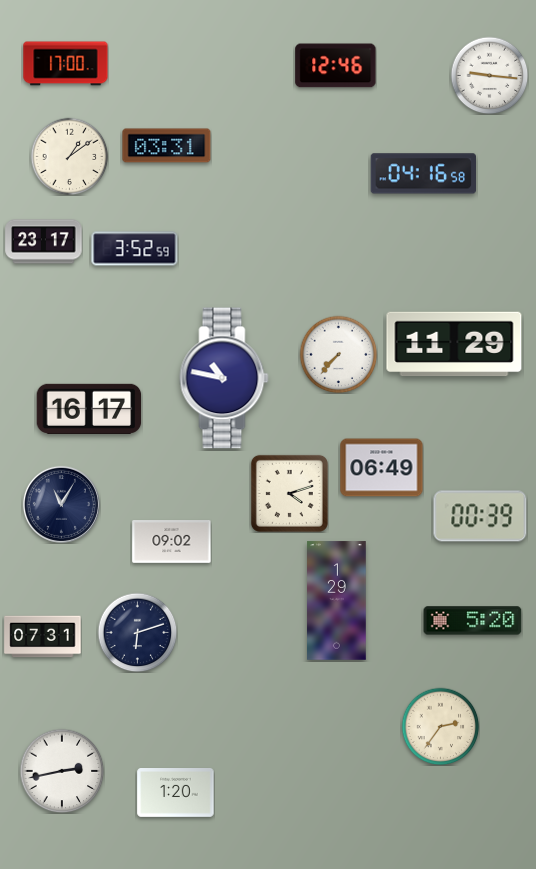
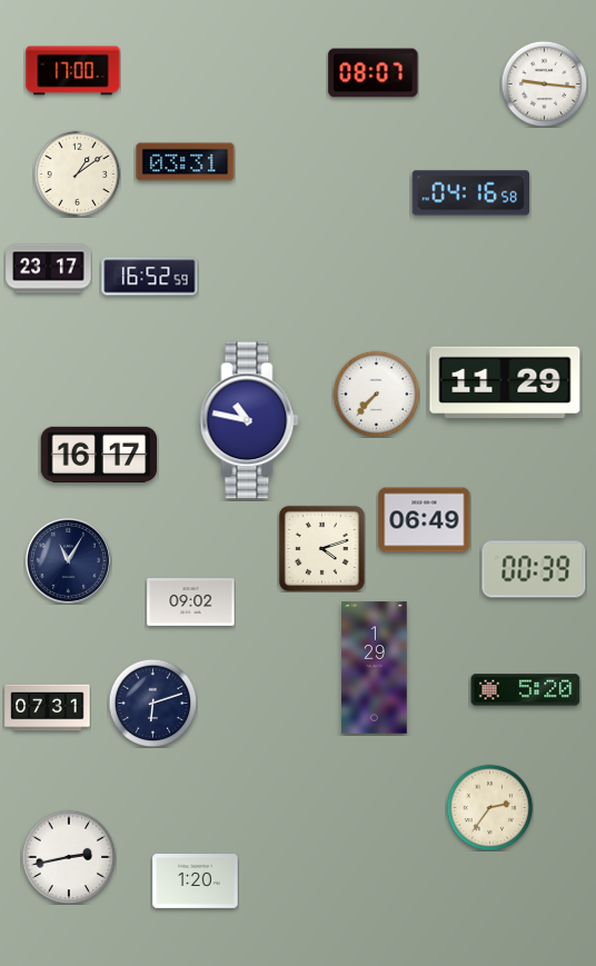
clock at (336, 66): 12:46 -> 08:07
clock at (135, 249): 3:52 -> 16:52
clock at (480, 516) position: (480, 516) -> (534, 569)
